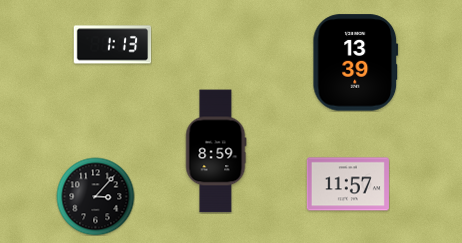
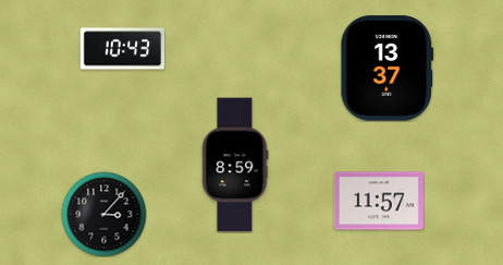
clock at (112, 45): 1:13 -> 10:43
clock at (356, 63): 13:39 -> 13:37
